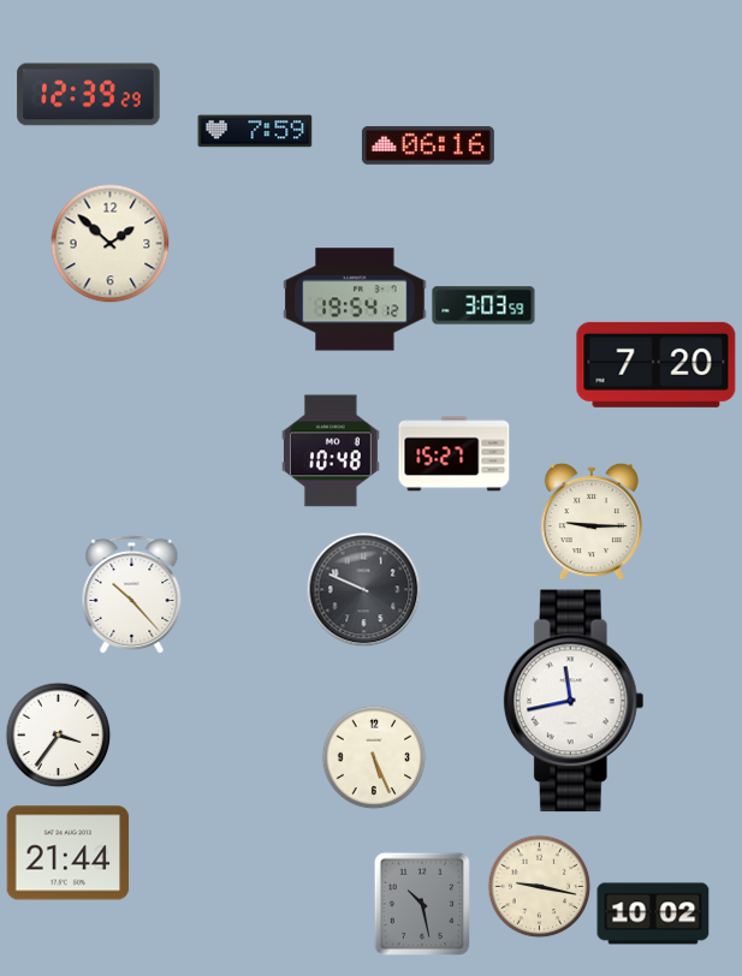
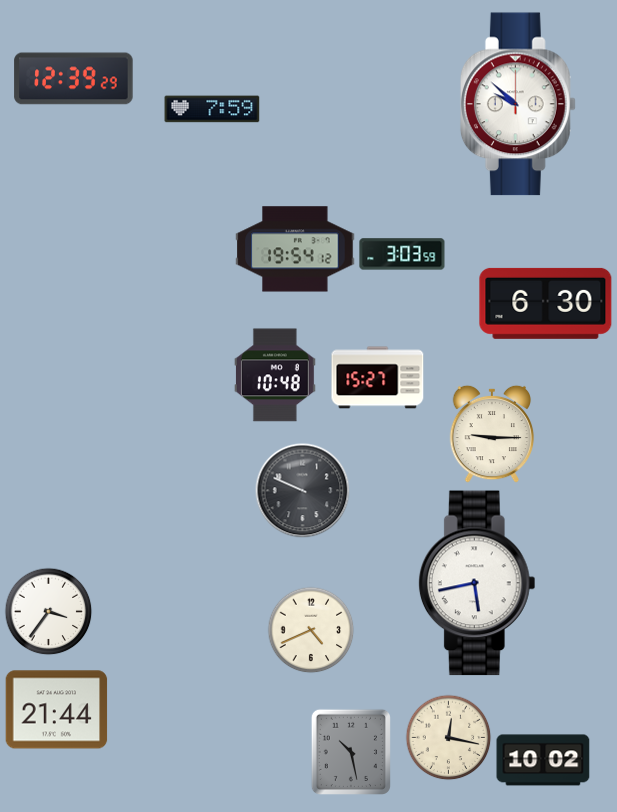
clock at (518, 104): none -> 9:52
clock at (428, 145): 06:16 -> none
clock at (111, 244): 1:52 -> none
clock at (657, 364): 7:20 -> 6:30
clock at (132, 594): 10:23 -> none
clock at (574, 701): 11:43 -> 5:43
clock at (374, 757): 5:26 -> 4:41
clock at (539, 886): 9:17 -> 12:17
